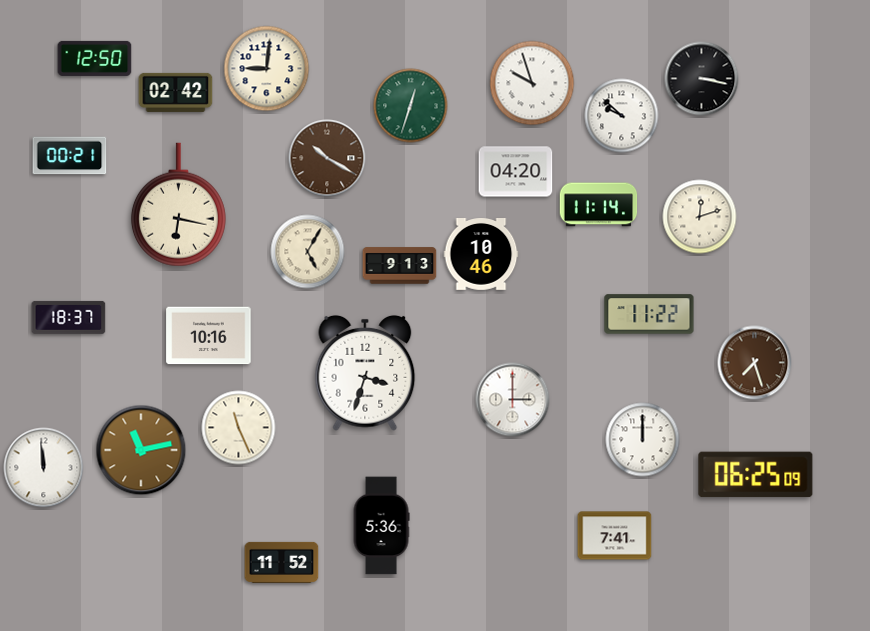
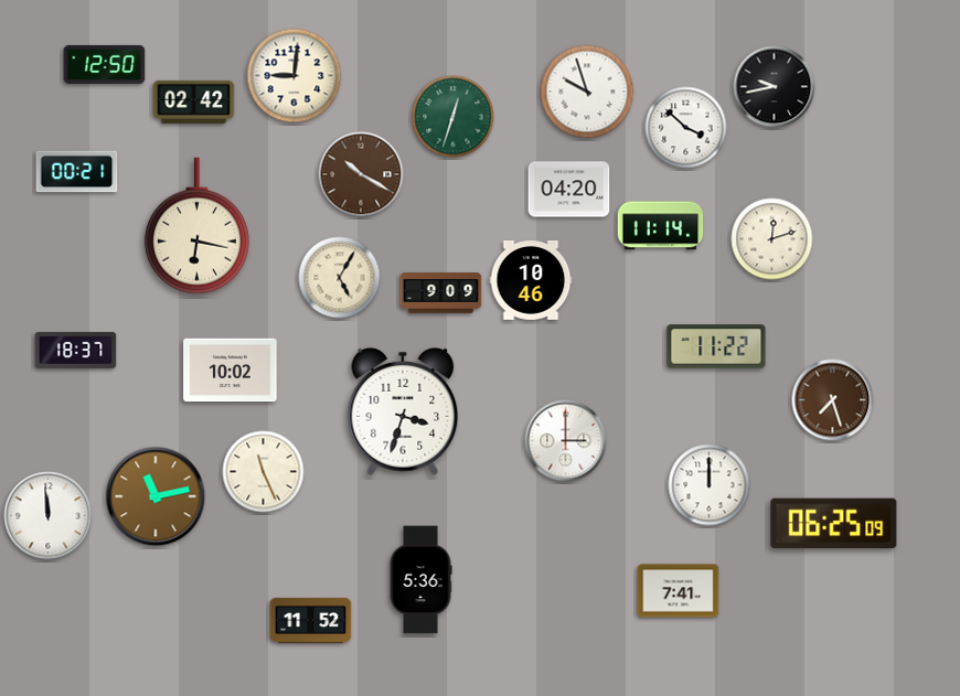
clock at (702, 79): 3:17 -> 9:43
clock at (622, 116): 9:52 -> 3:52
clock at (400, 266): 9:13 -> 9:09
clock at (209, 336): 10:16 -> 10:02
